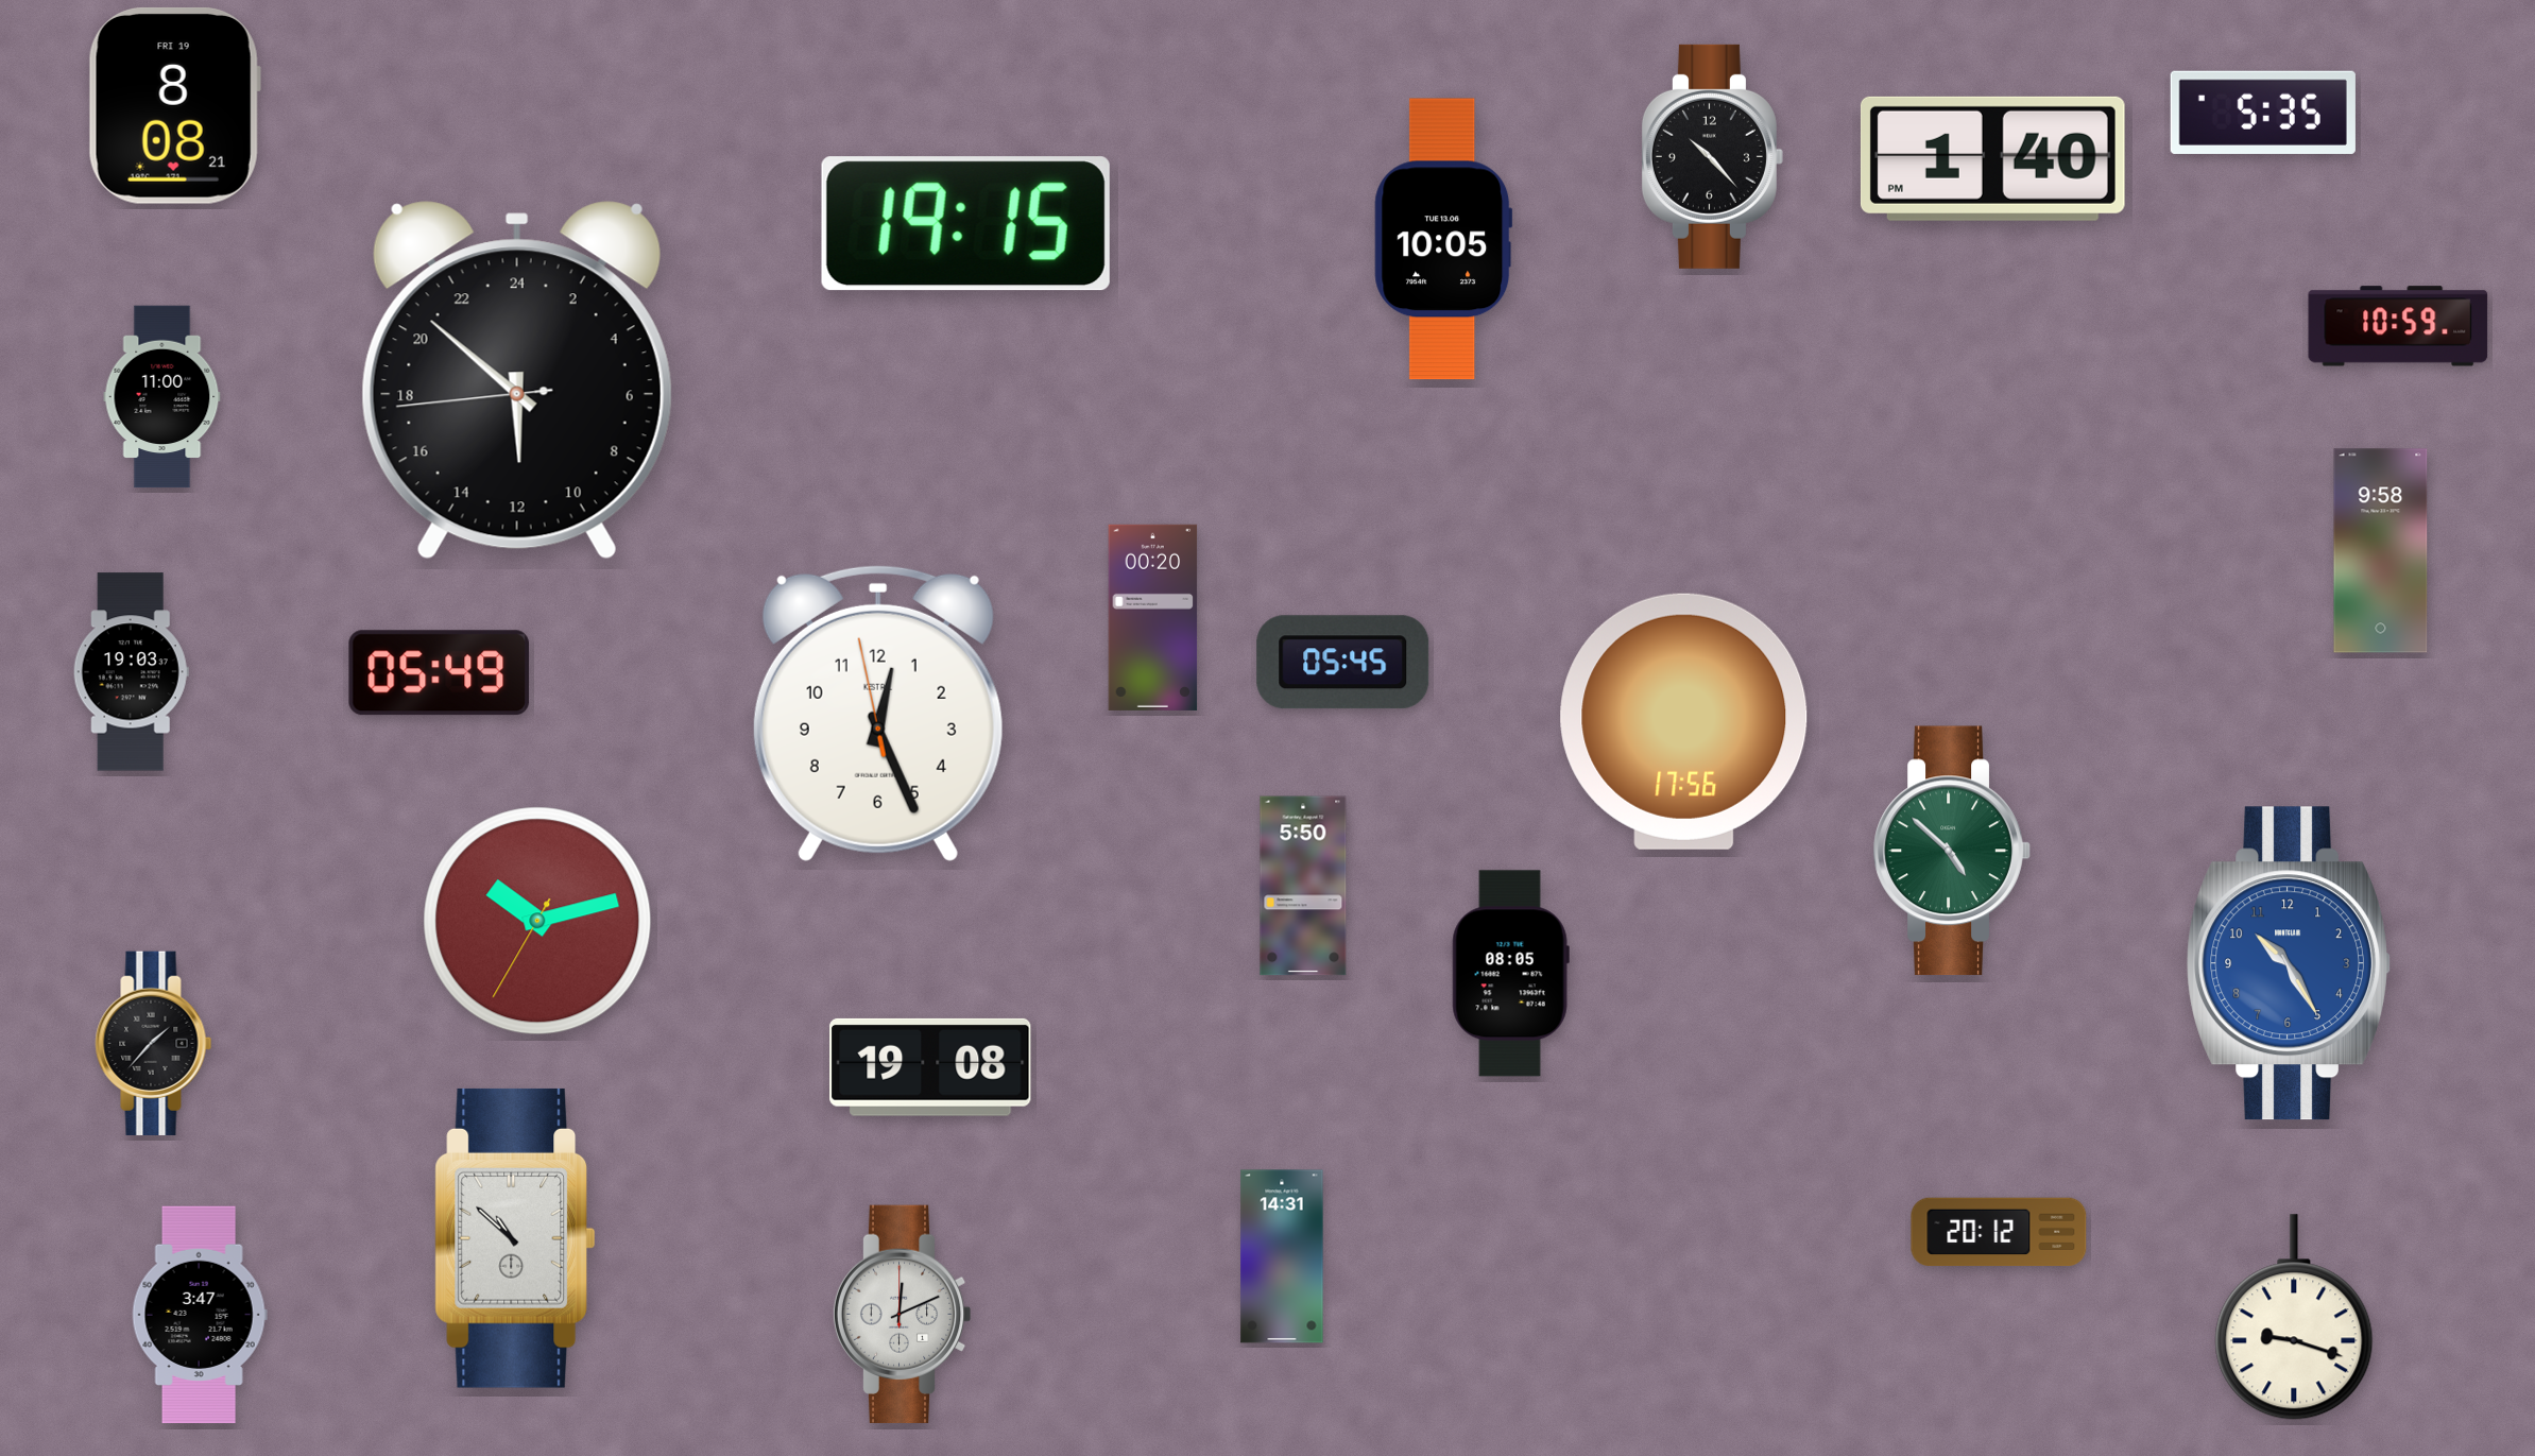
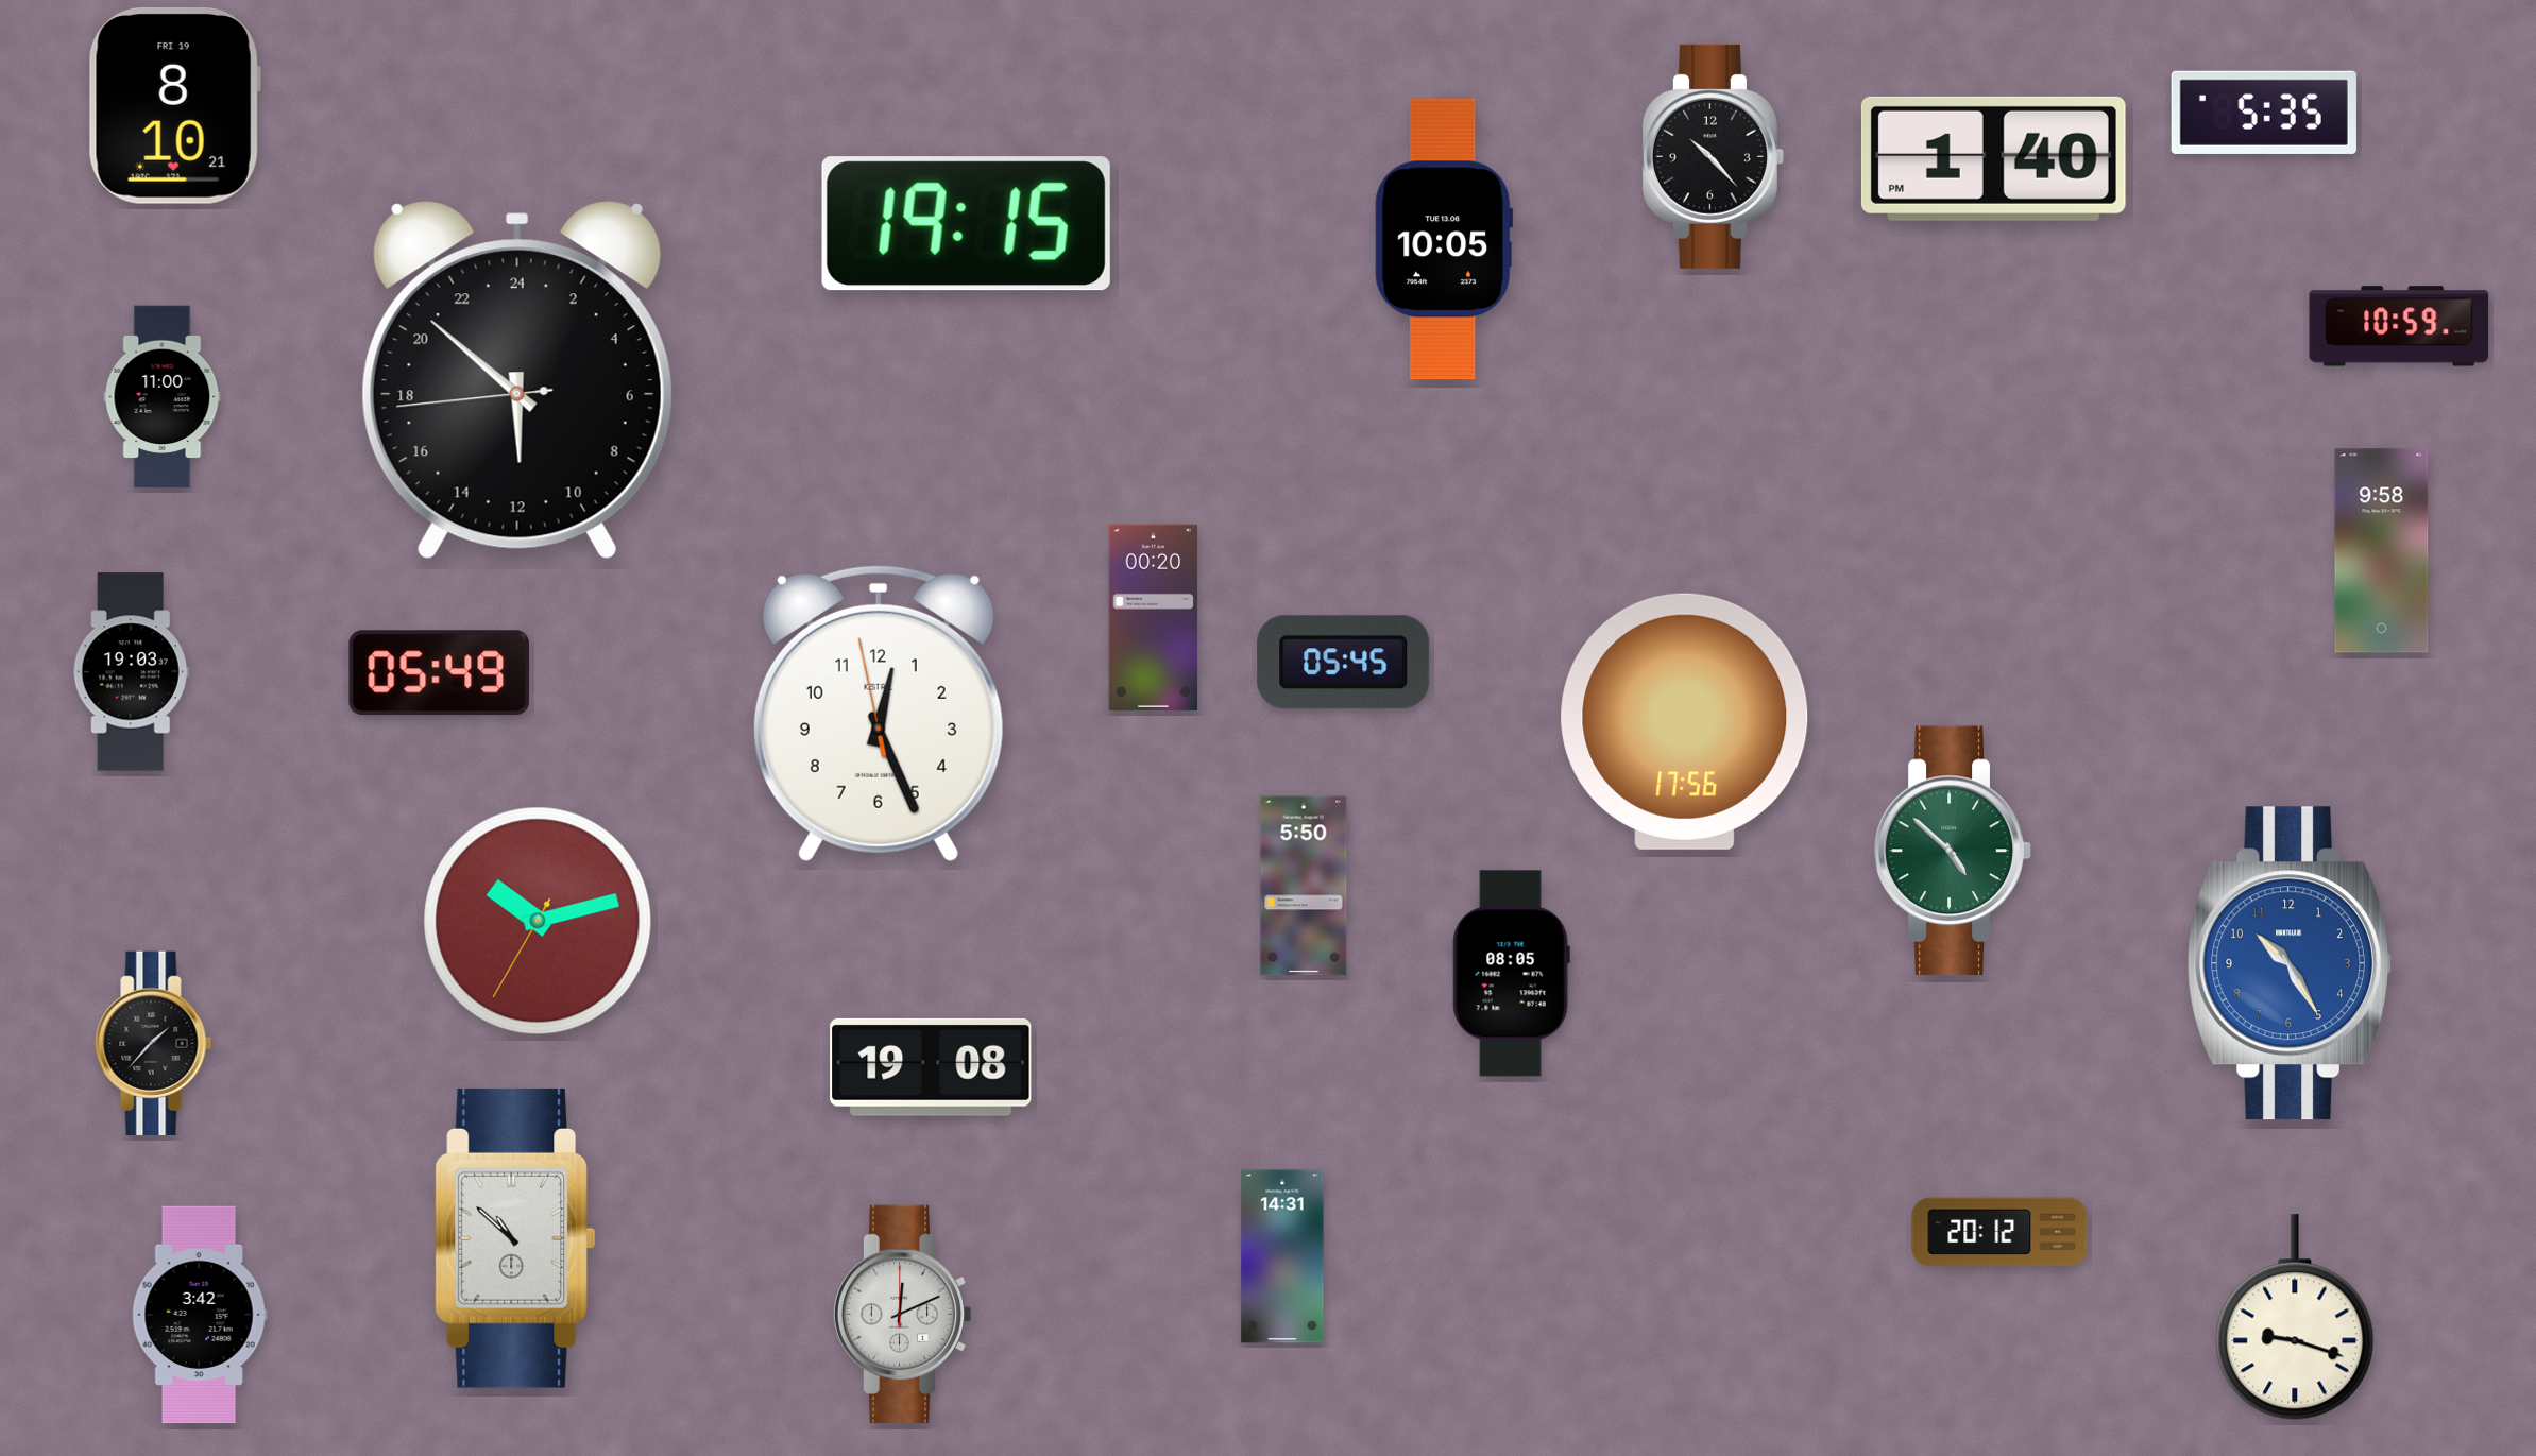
clock at (174, 105): 8:08 -> 8:10
clock at (200, 1315): 3:47 -> 3:42
